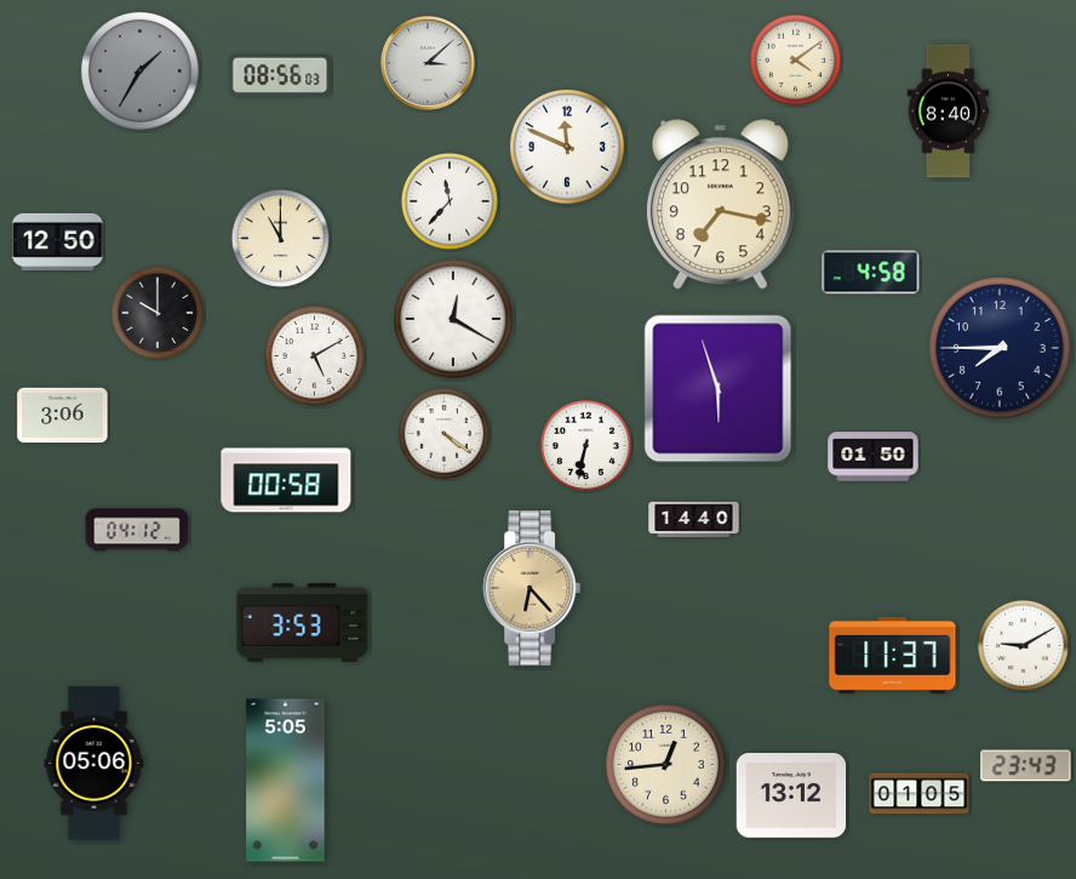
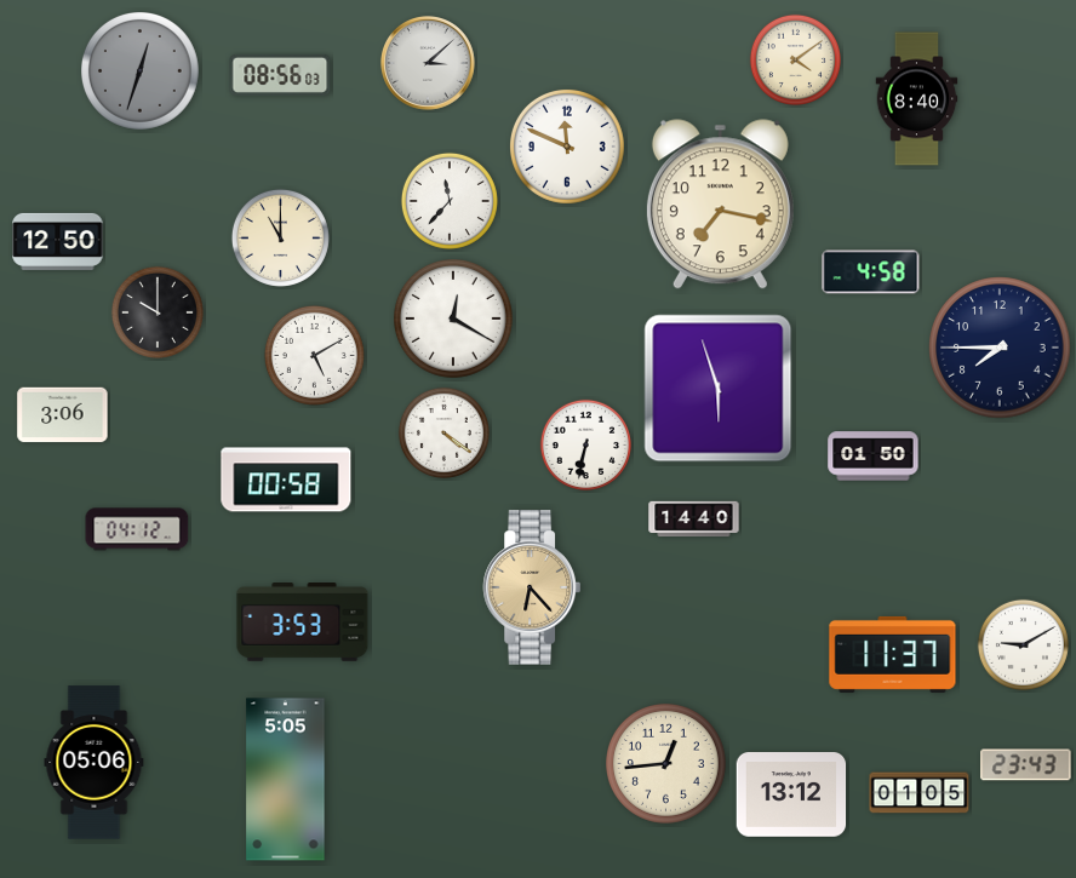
clock at (139, 70): 1:35 -> 12:33
clock at (949, 112) position: (949, 112) -> (917, 99)
